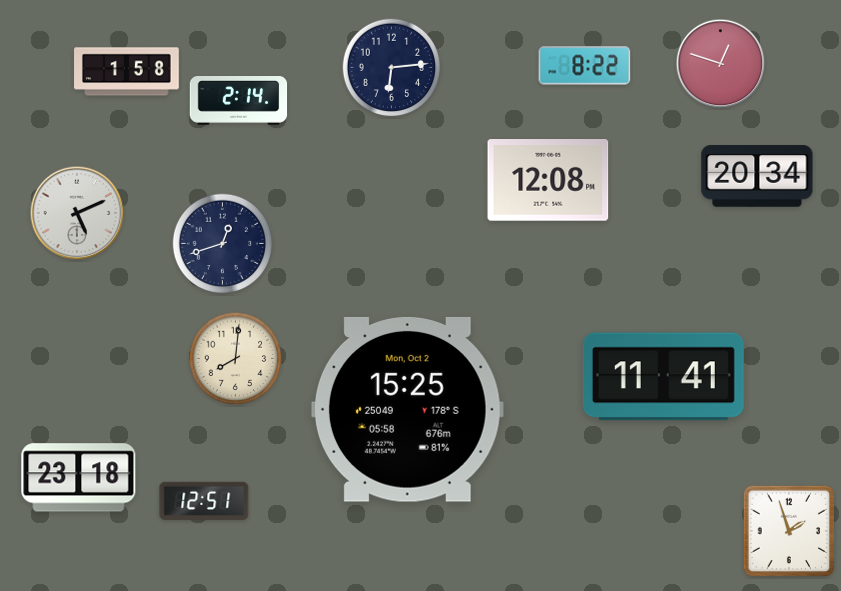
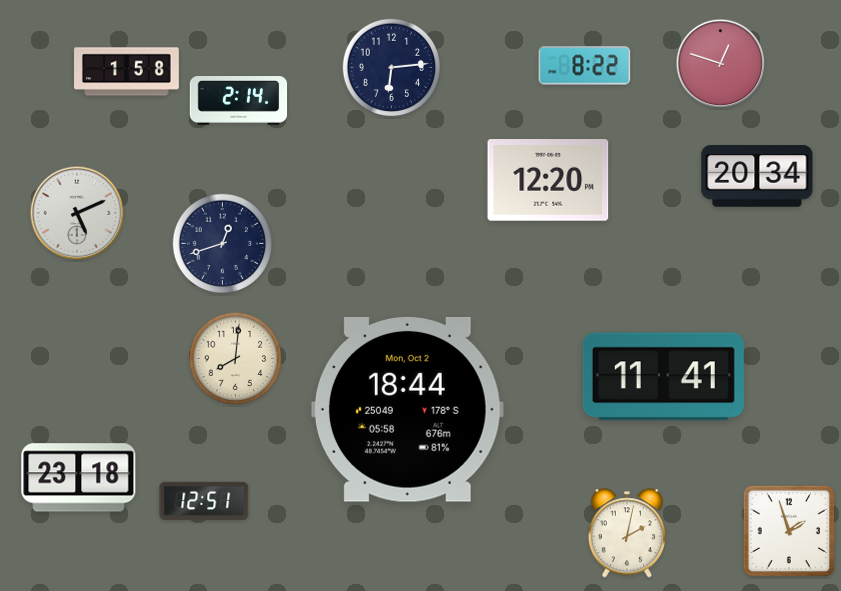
clock at (548, 181): 12:08 -> 12:20
clock at (407, 409): 15:25 -> 18:44
clock at (626, 533): none -> 2:02
